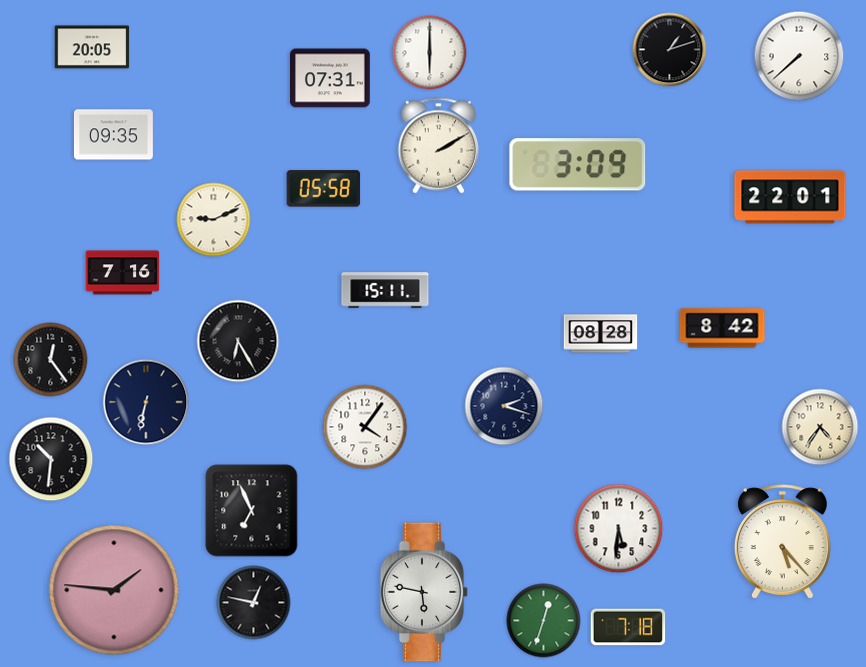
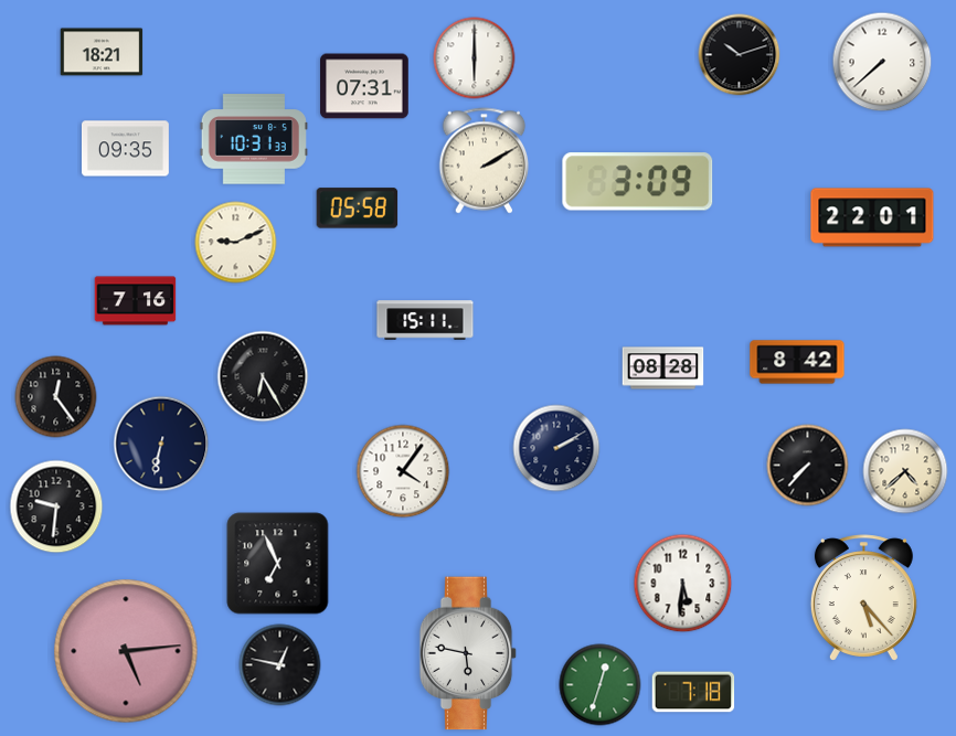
clock at (92, 47): 20:05 -> 18:21
clock at (670, 50): 1:12 -> 10:12
clock at (254, 139): none -> 10:31
clock at (504, 406): 2:18 -> 2:10
clock at (808, 466): none -> 7:37
clock at (820, 427): 4:36 -> 4:38
clock at (51, 459): 10:31 -> 9:31
clock at (114, 590): 1:46 -> 5:14
